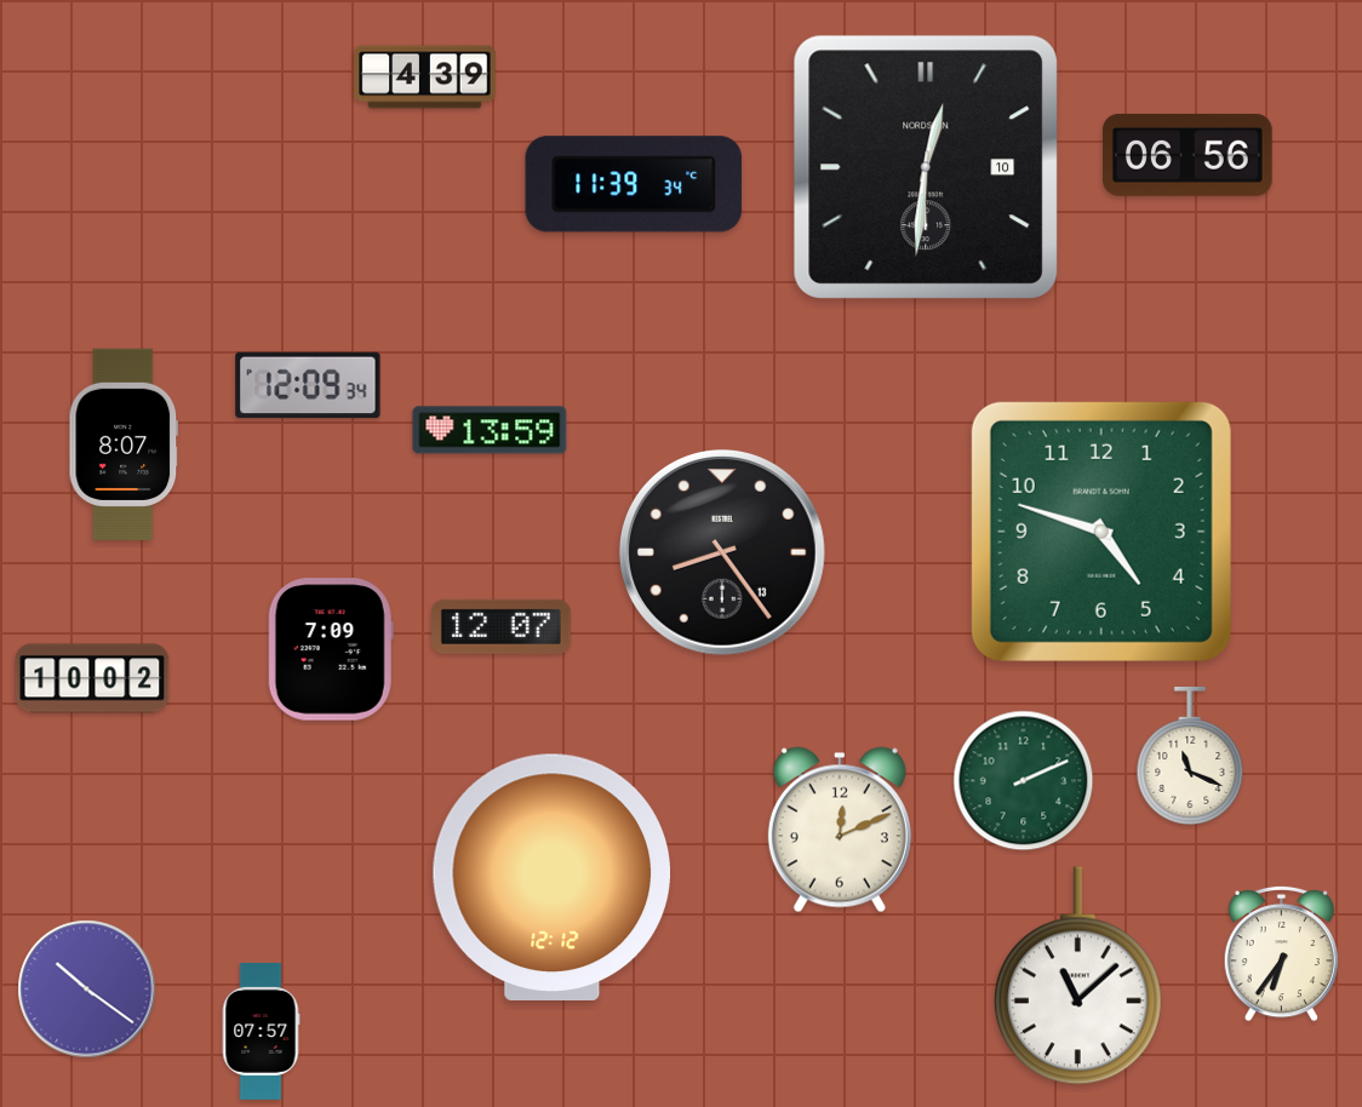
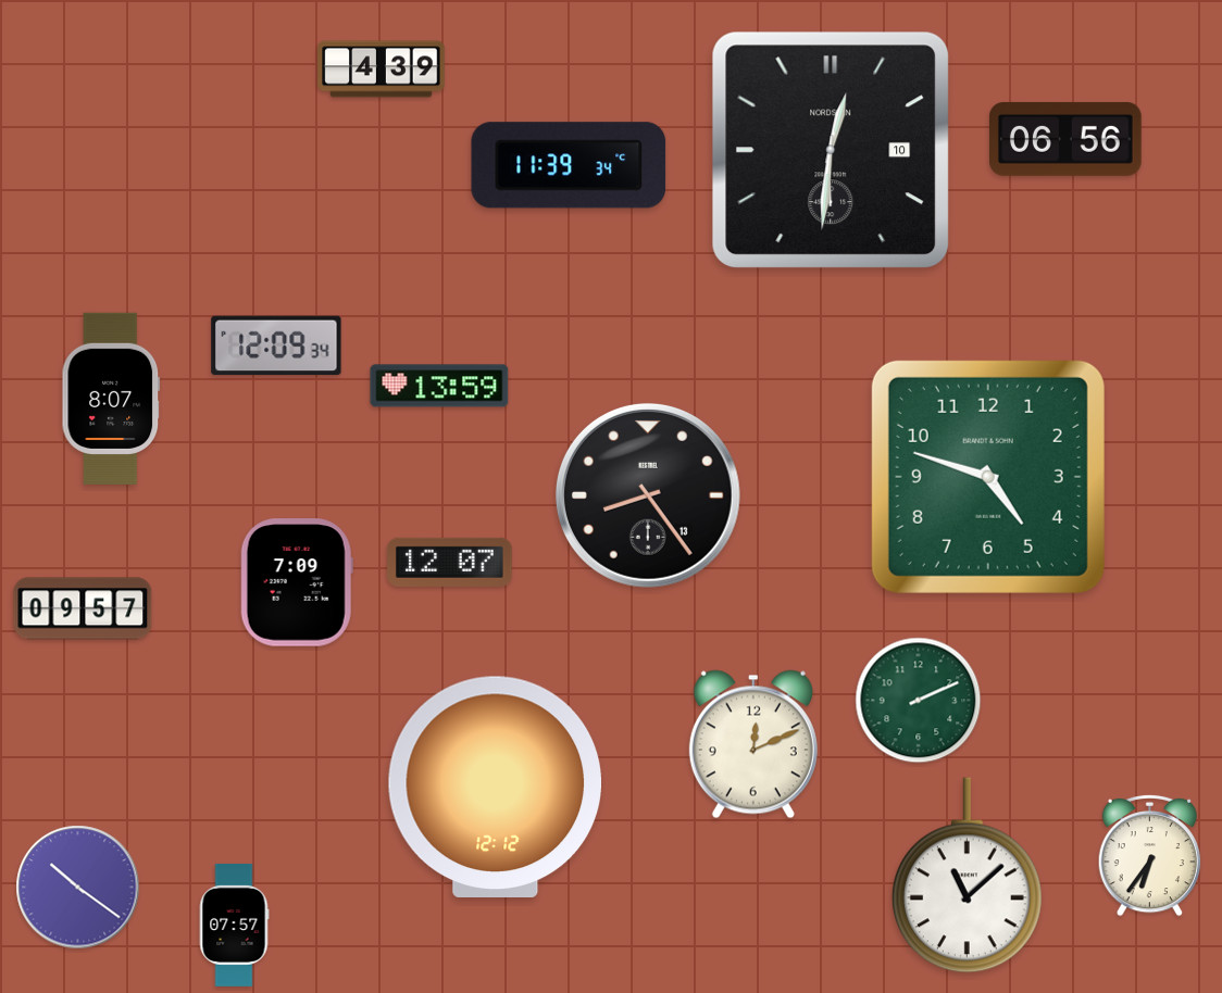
clock at (92, 678): 10:02 -> 09:57
clock at (1190, 756): 11:19 -> none
